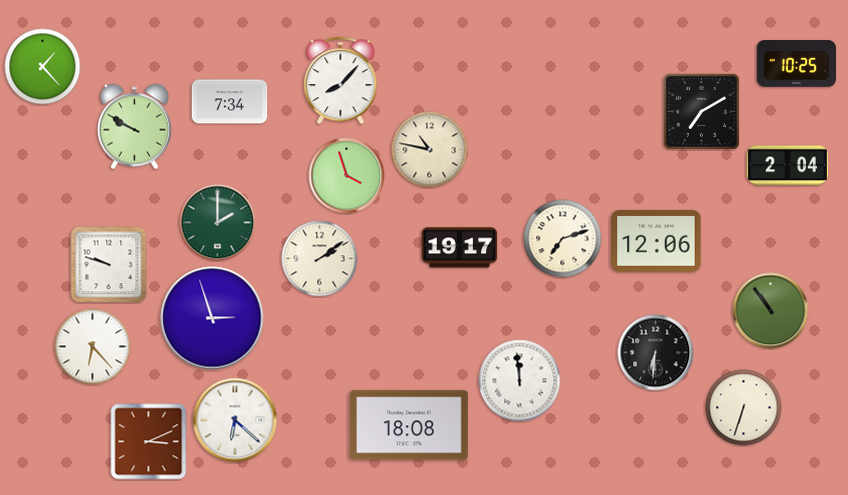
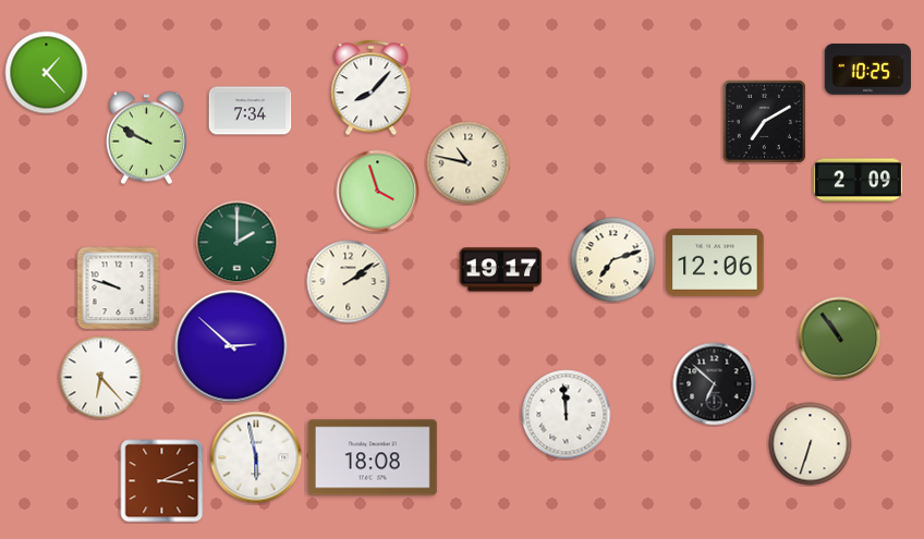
clock at (787, 166): 2:04 -> 2:09
clock at (212, 318): 2:57 -> 2:52
clock at (656, 353): 6:31 -> 6:52
clock at (235, 420): 6:22 -> 5:58
clock at (409, 425) position: (409, 425) -> (373, 457)
